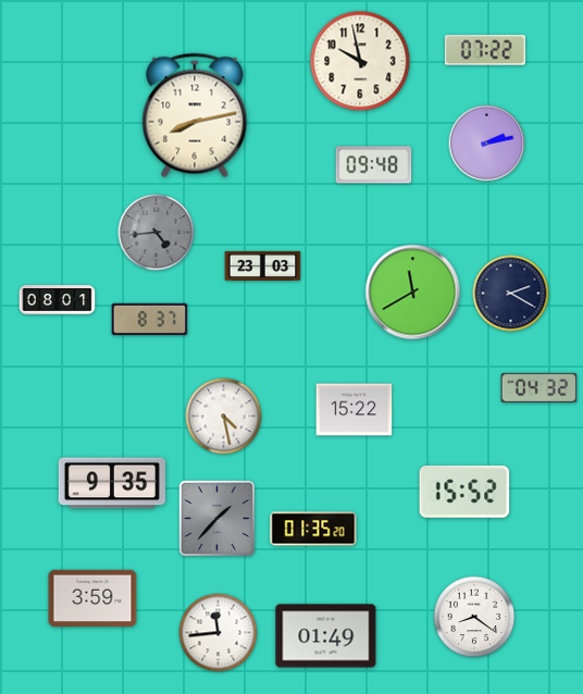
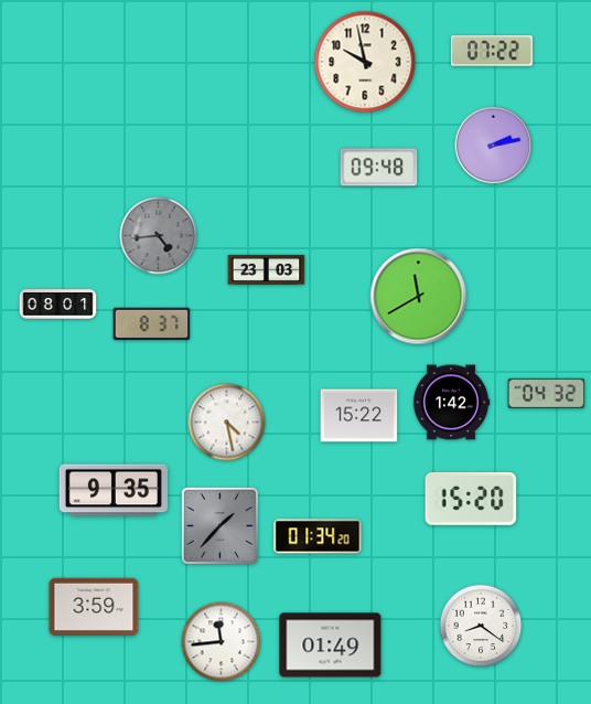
clock at (195, 115): 8:13 -> none
clock at (511, 294): 2:20 -> none
clock at (451, 403): none -> 1:42
clock at (464, 492): 15:52 -> 15:20
clock at (313, 529): 01:35 -> 01:34
